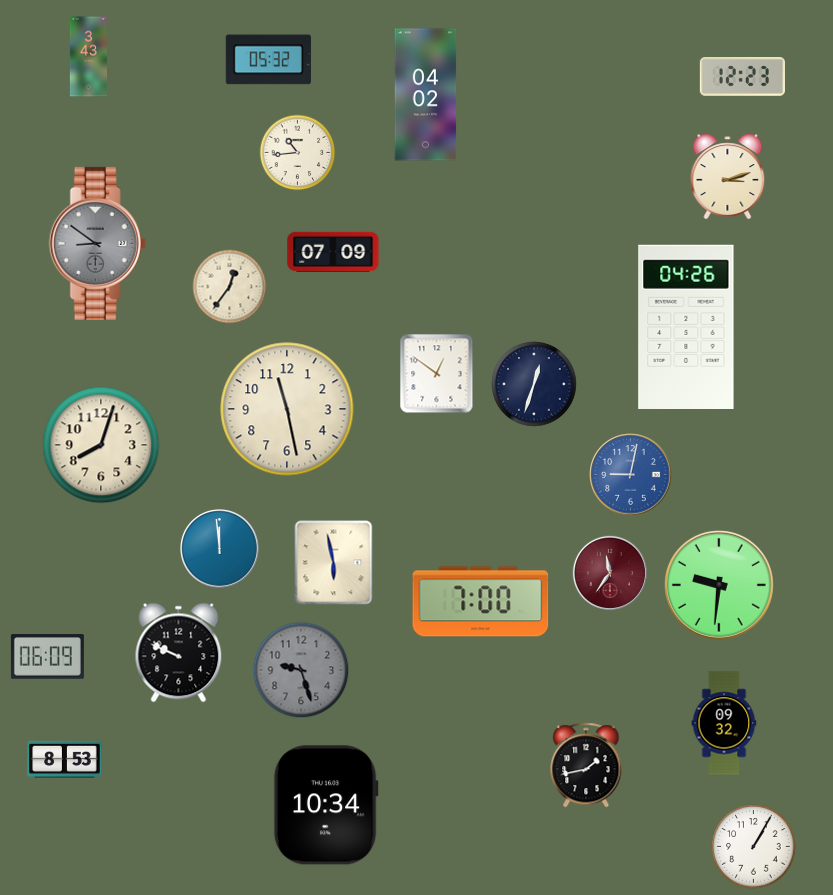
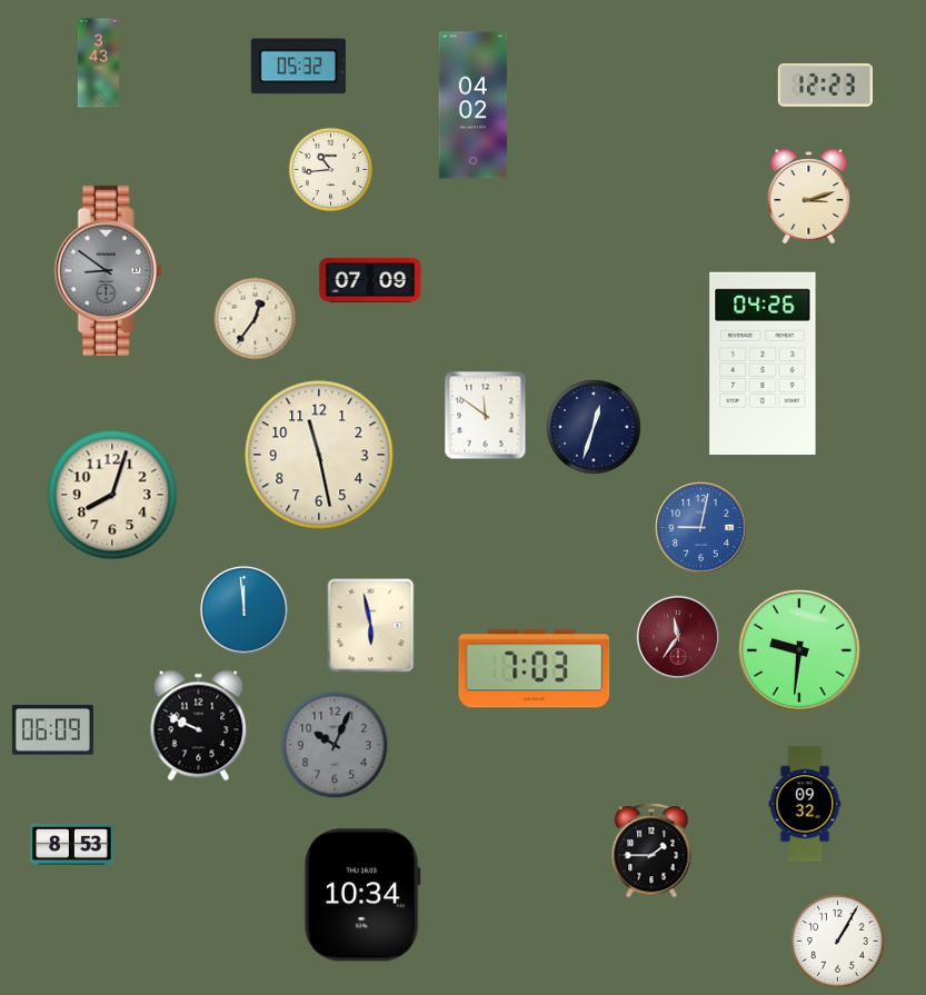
clock at (437, 374): 12:51 -> 11:51
clock at (481, 602): 7:00 -> 7:03
clock at (301, 670): 9:27 -> 10:04
clock at (586, 765): 1:43 -> 1:45
